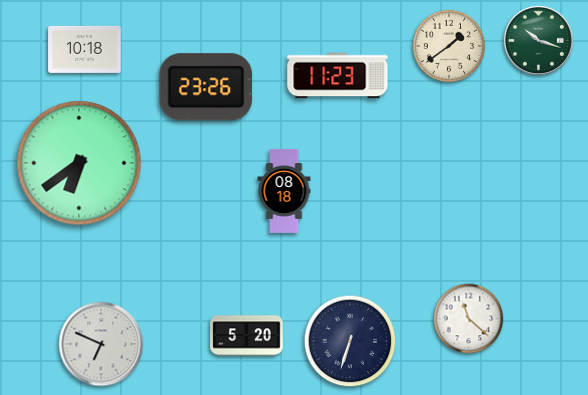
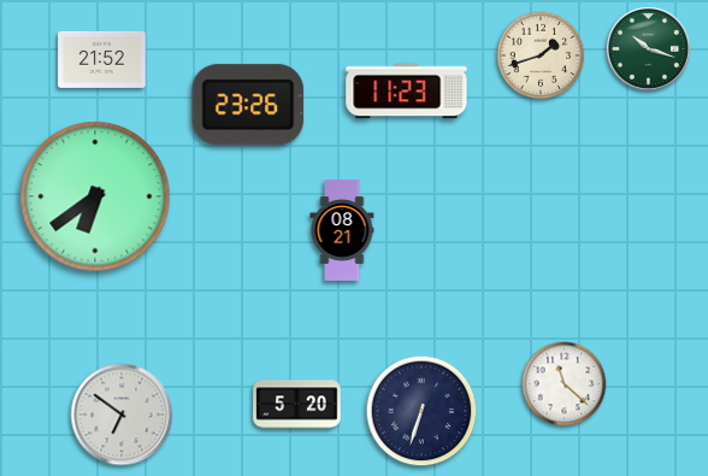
clock at (449, 46): 1:39 -> 1:42
clock at (85, 49): 10:18 -> 21:52
clock at (284, 191): 08:18 -> 08:21
clock at (101, 344): 6:49 -> 6:51
